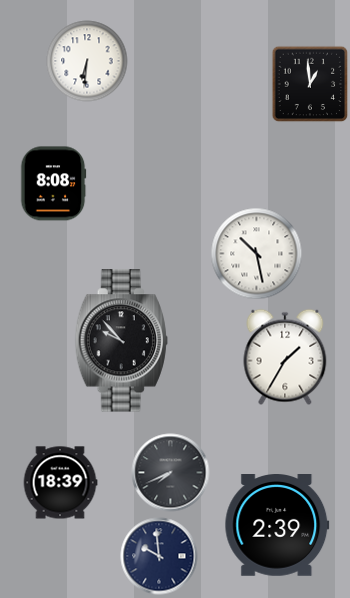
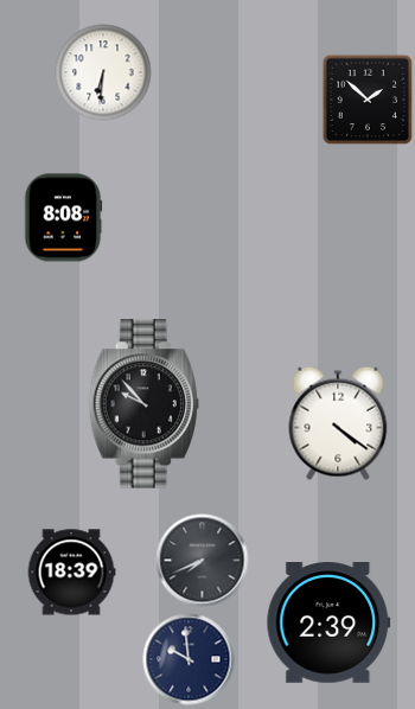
clock at (310, 84): 12:59 -> 1:52
clock at (257, 254): 10:28 -> none
clock at (285, 357): 1:35 -> 4:21
